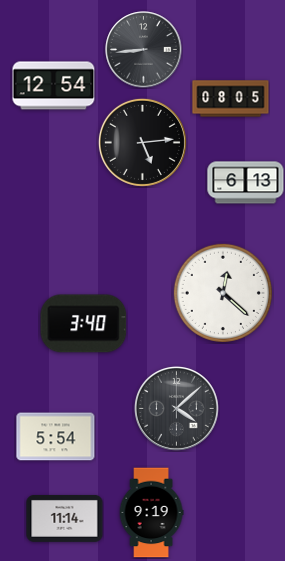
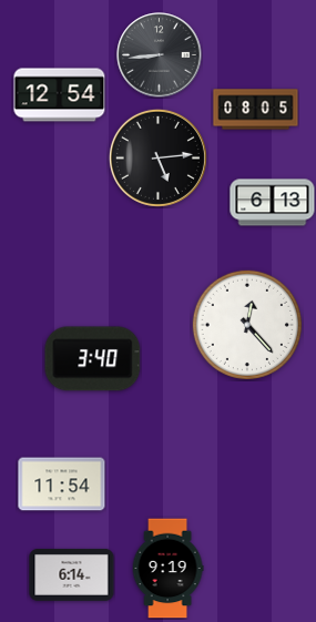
clock at (223, 293): 12:22 -> 12:23
clock at (176, 408): 4:08 -> none
clock at (56, 437): 5:54 -> 11:54
clock at (65, 518): 11:14 -> 6:14
